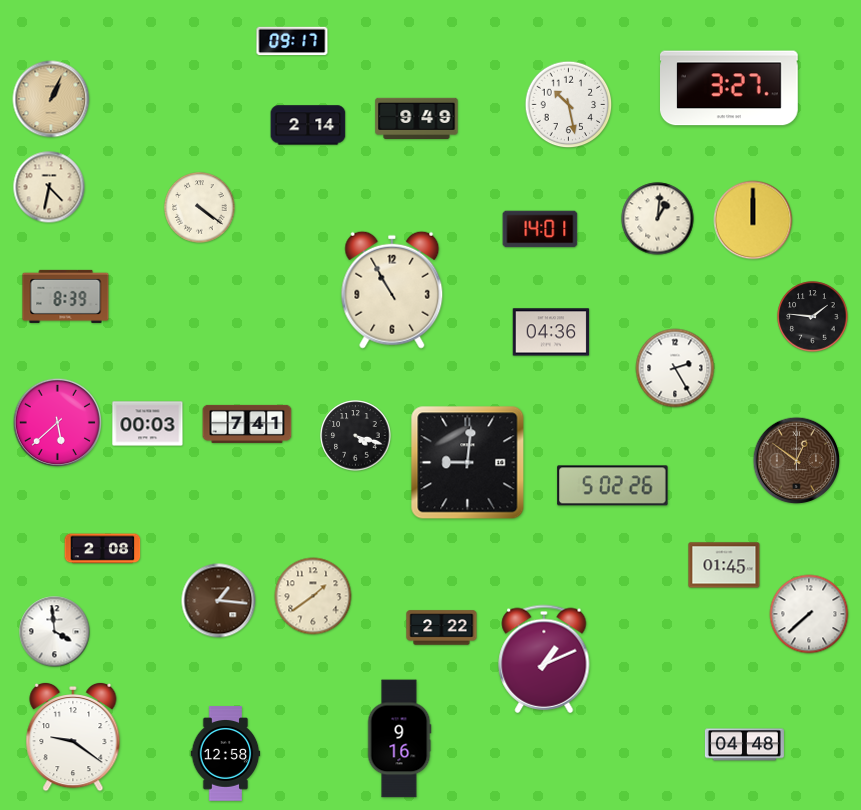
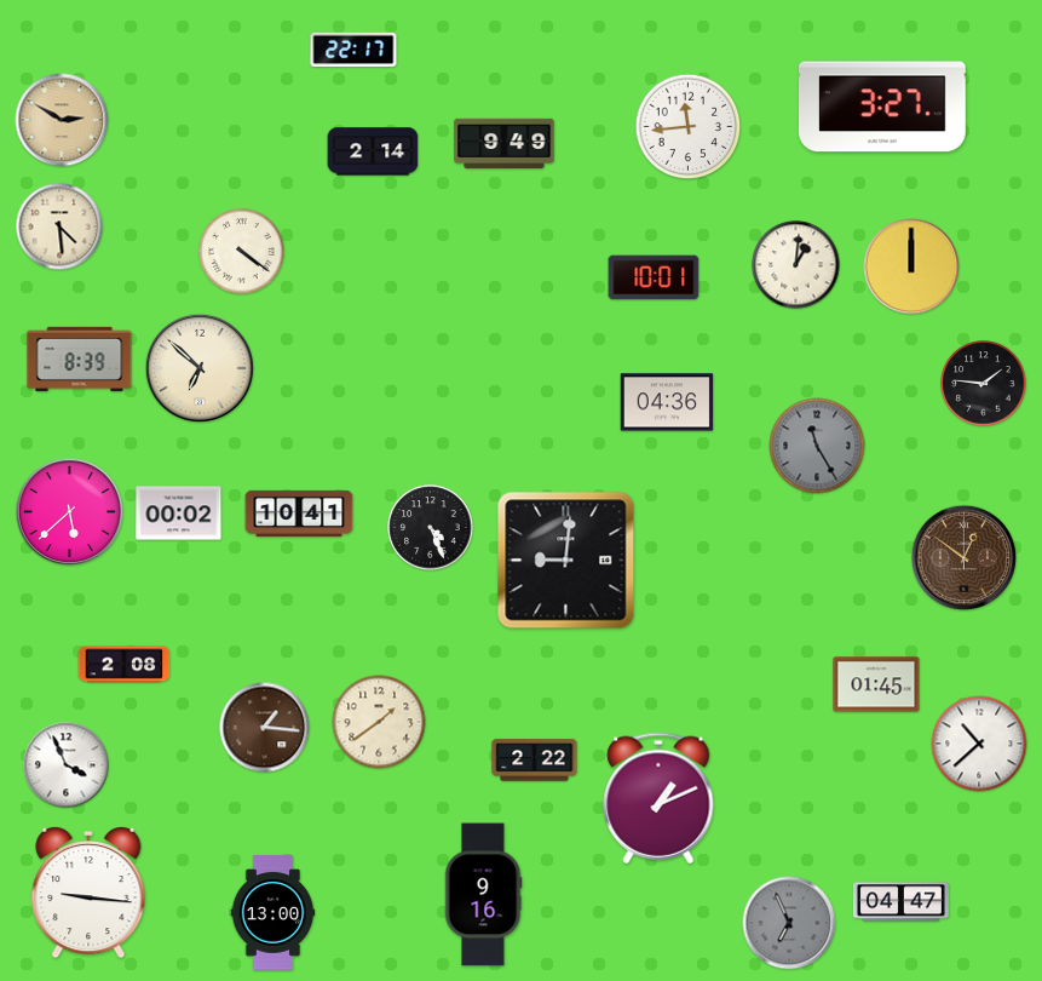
clock at (292, 41): 09:17 -> 22:17
clock at (51, 99): 1:04 -> 2:50
clock at (569, 105): 10:28 -> 11:44
clock at (49, 187): 4:32 -> 4:29
clock at (540, 229): 14:01 -> 10:01
clock at (392, 290): 10:55 -> none
clock at (200, 368): none -> 6:52
clock at (675, 368): 2:25 -> 11:25
clock at (675, 368) dial: white -> grey
clock at (148, 424): 00:03 -> 00:02
clock at (247, 424): 7:41 -> 10:41
clock at (356, 436): 4:18 -> 4:26
clock at (613, 486): 5:02 -> none
clock at (809, 614): 7:38 -> 10:38
clock at (55, 632): 3:59 -> 3:56
clock at (73, 737): 9:21 -> 9:16
clock at (744, 745): 04:48 -> 04:47
clock at (226, 754): 12:58 -> 13:00
clock at (789, 923): none -> 6:56
